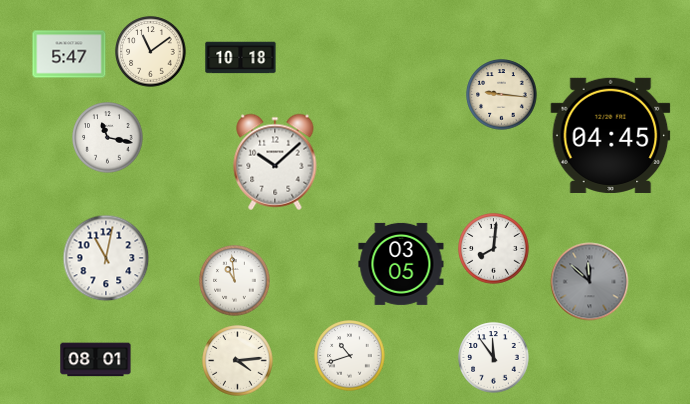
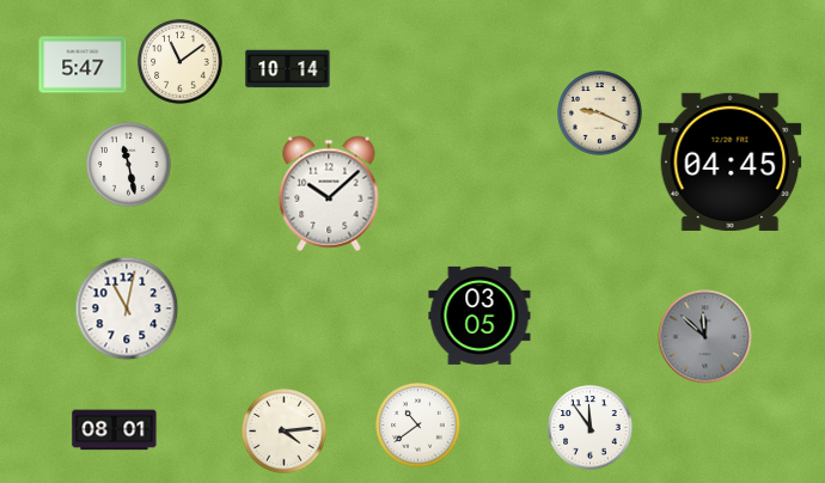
clock at (241, 58): 10:18 -> 10:14
clock at (502, 95): 9:16 -> 9:19
clock at (108, 138): 11:17 -> 11:28
clock at (494, 249): 8:01 -> none
clock at (235, 281): 10:59 -> none
clock at (350, 356): 10:42 -> 10:39
